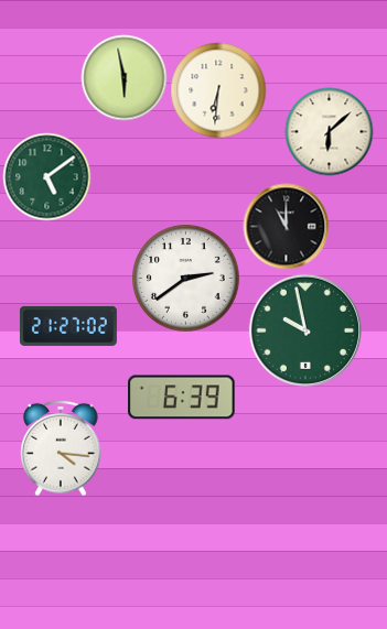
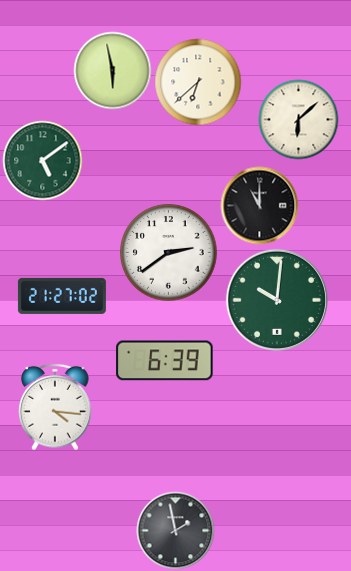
clock at (218, 90): 6:31 -> 6:38
clock at (305, 330): 9:58 -> 10:01
clock at (175, 530): none -> 1:58
